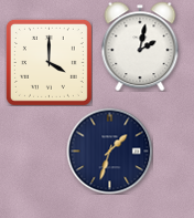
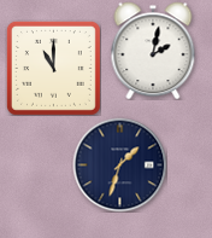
clock at (48, 62): 4:00 -> 11:00
